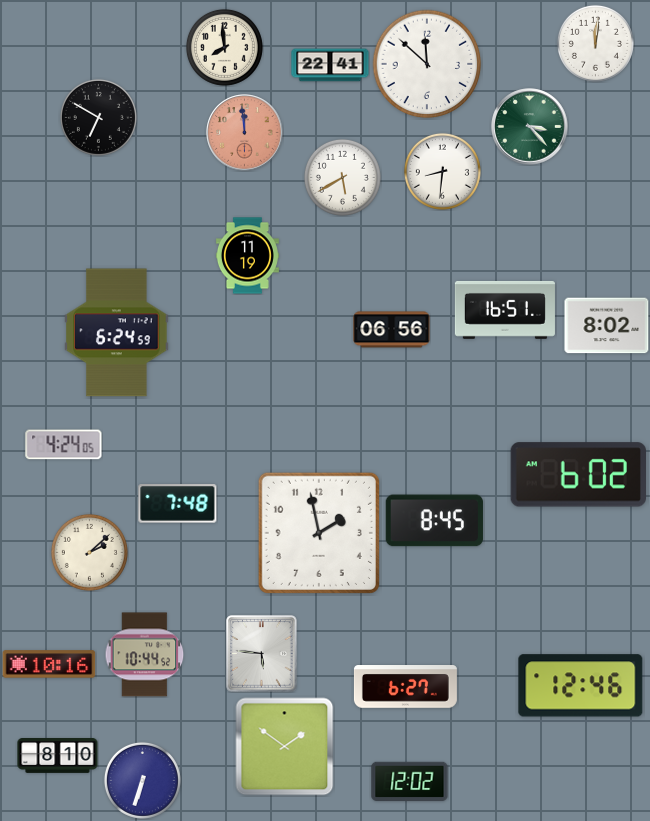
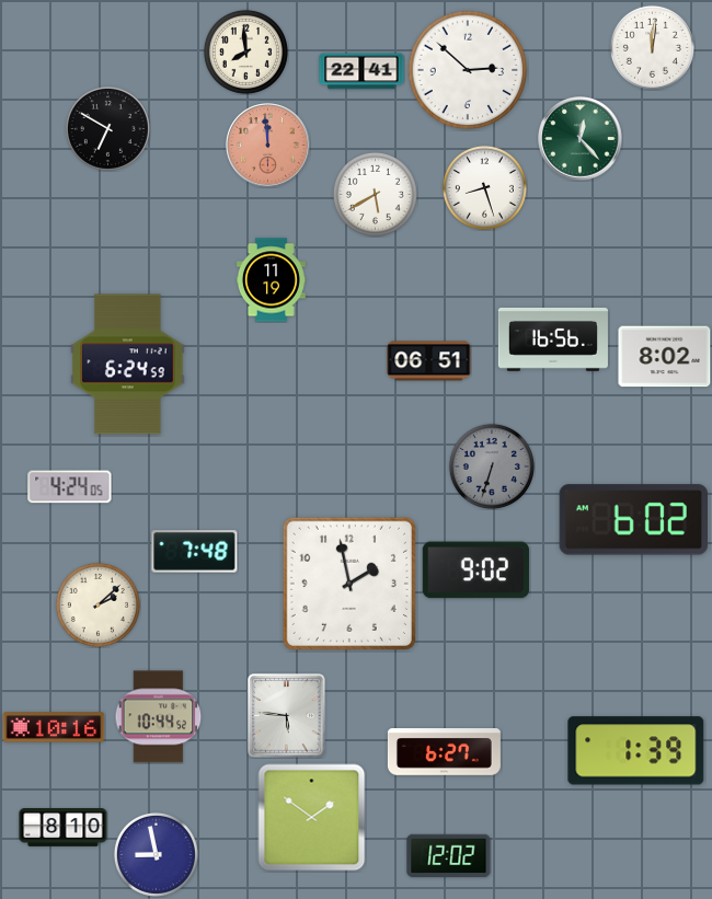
clock at (427, 64): 11:52 -> 2:52
clock at (530, 127): 3:23 -> 12:23
clock at (442, 171): 8:31 -> 8:27
clock at (505, 310): 16:51 -> 16:56
clock at (392, 330): 06:56 -> 06:51
clock at (492, 466): none -> 6:33
clock at (434, 521): 8:45 -> 9:02
clock at (581, 686): 12:46 -> 1:39
clock at (142, 780): 6:33 -> 8:58
